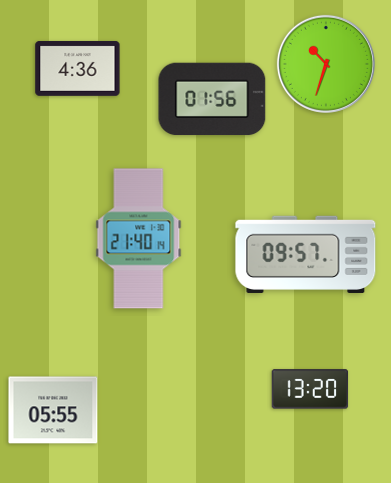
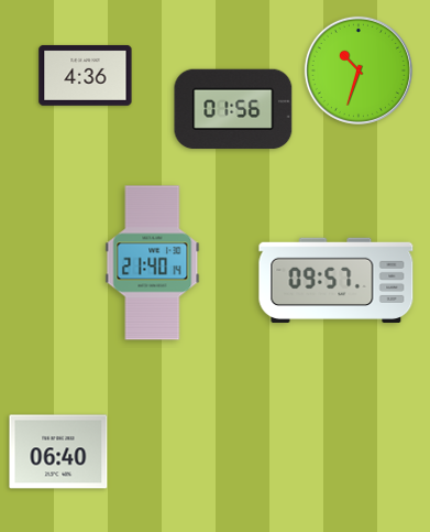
clock at (310, 389): 13:20 -> none
clock at (53, 410): 05:55 -> 06:40
